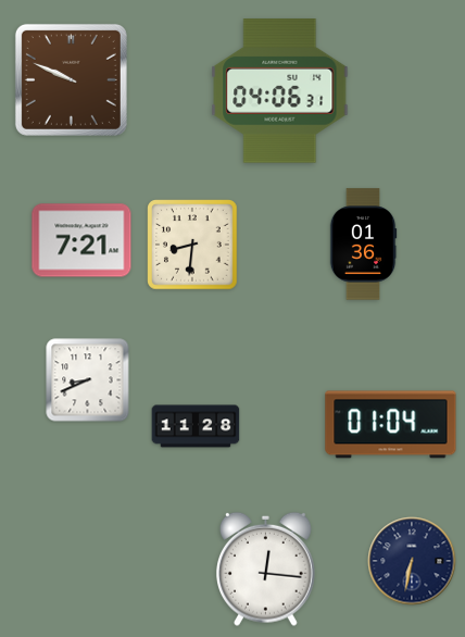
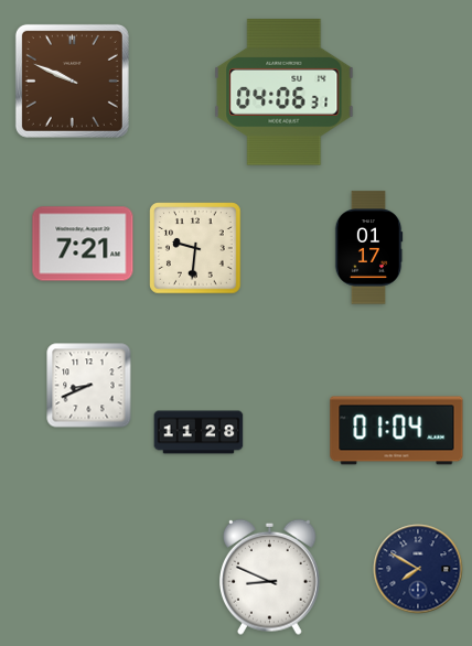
clock at (192, 245): 8:31 -> 9:31
clock at (363, 245): 01:36 -> 01:17
clock at (412, 561): 6:32 -> 7:50
clock at (266, 569): 12:16 -> 8:49
